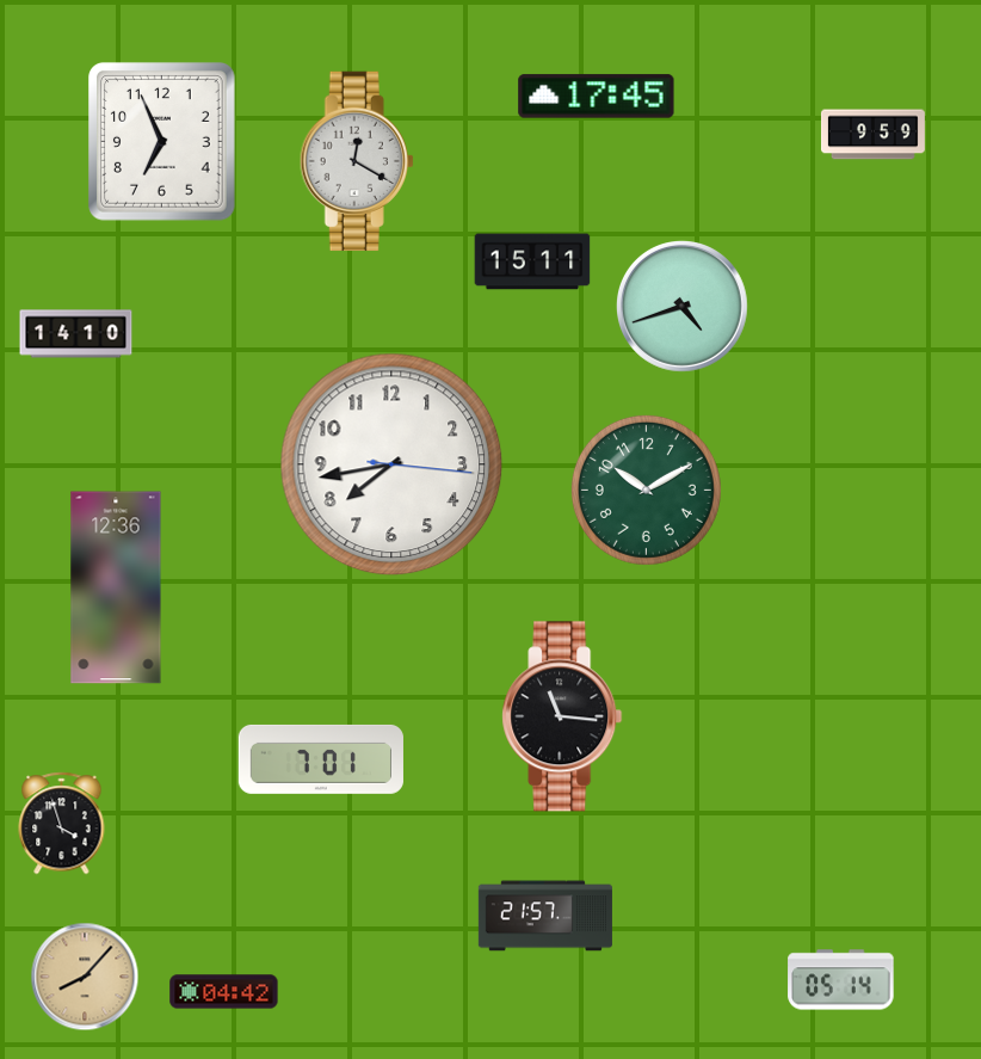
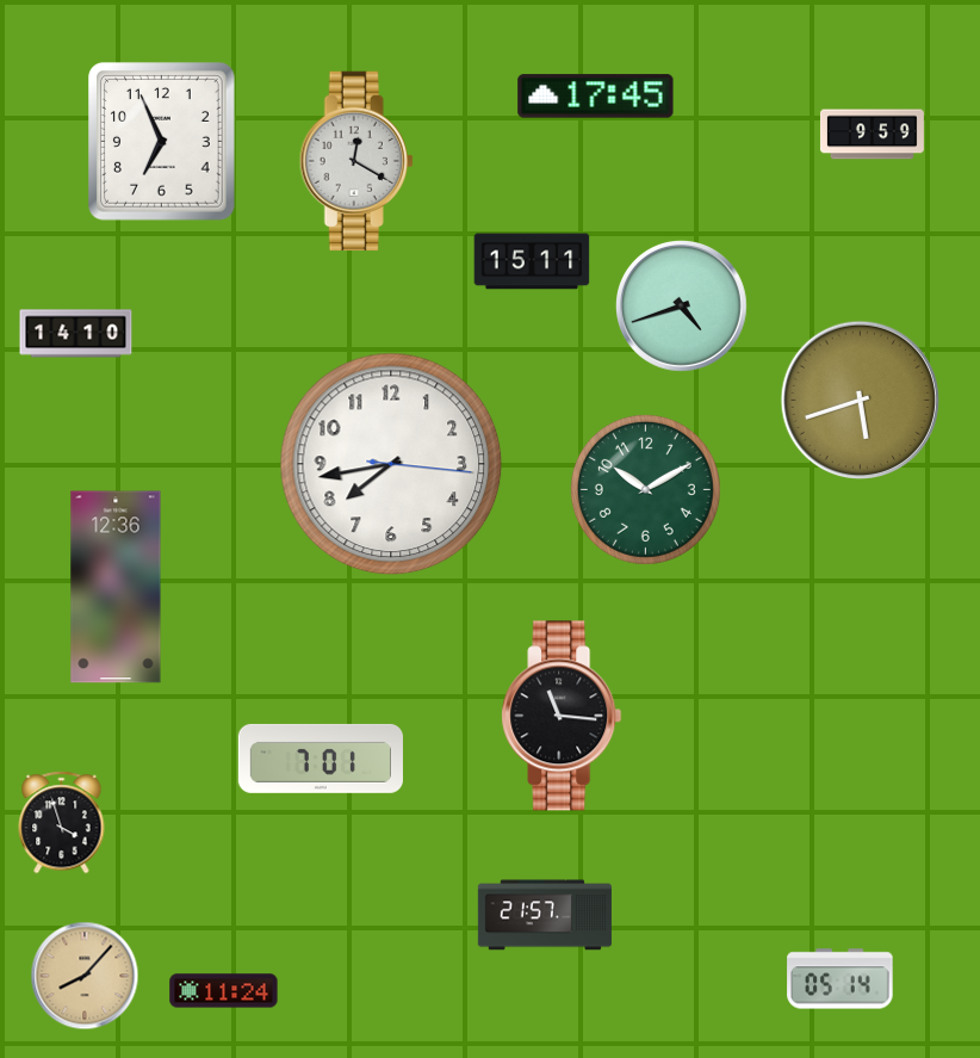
clock at (860, 400): none -> 5:42
clock at (224, 992): 04:42 -> 11:24
